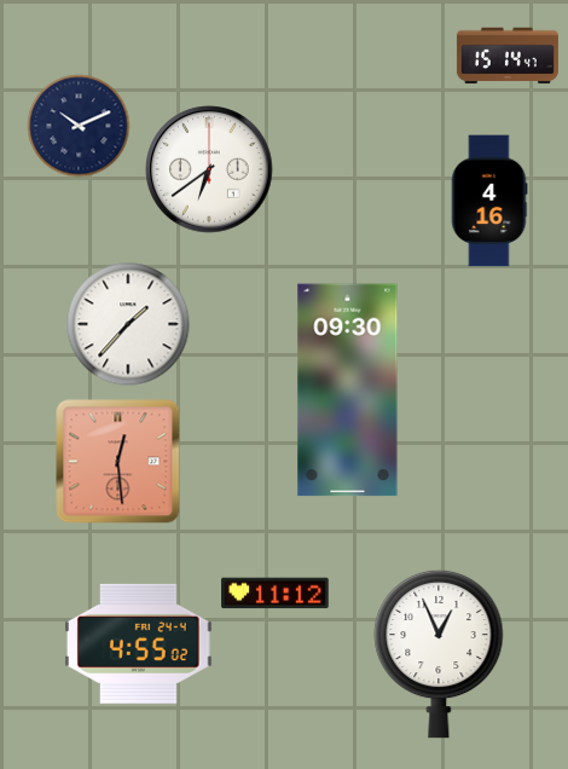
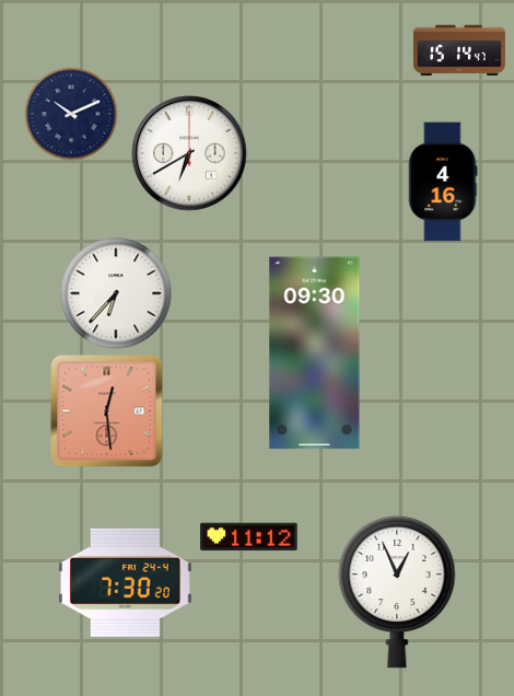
clock at (209, 169): 6:39 -> 6:40
clock at (128, 324): 1:37 -> 6:37
clock at (118, 462) position: (118, 462) -> (107, 411)
clock at (139, 643): 4:55 -> 7:30
